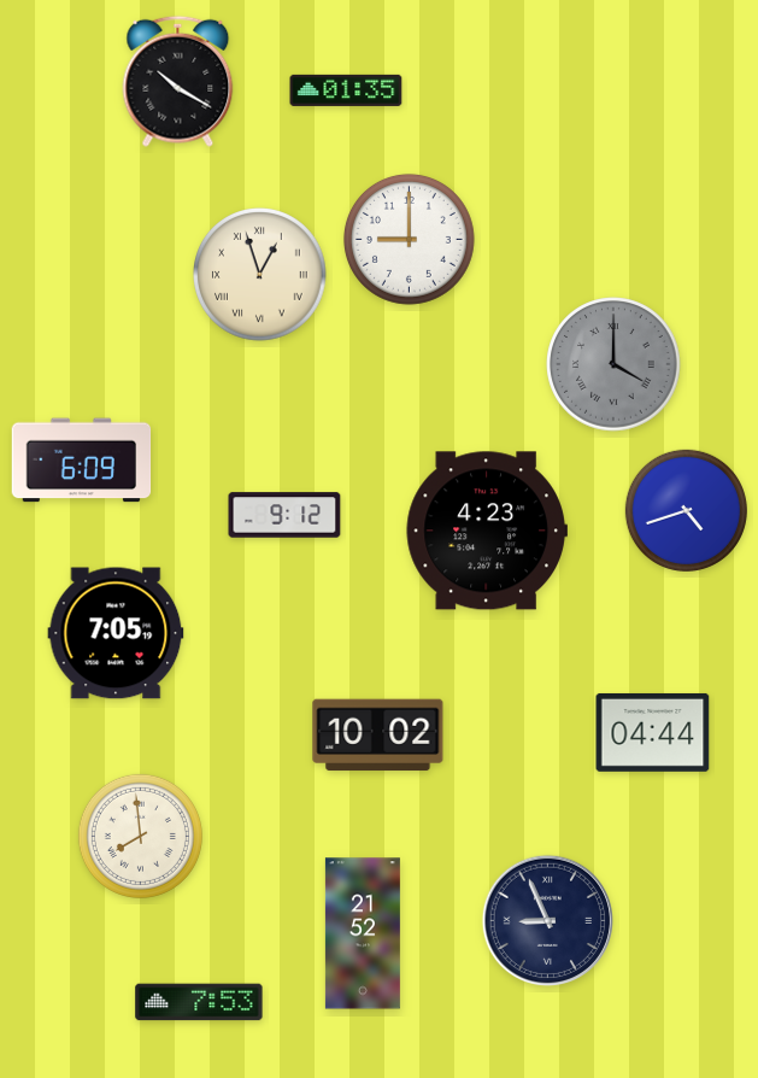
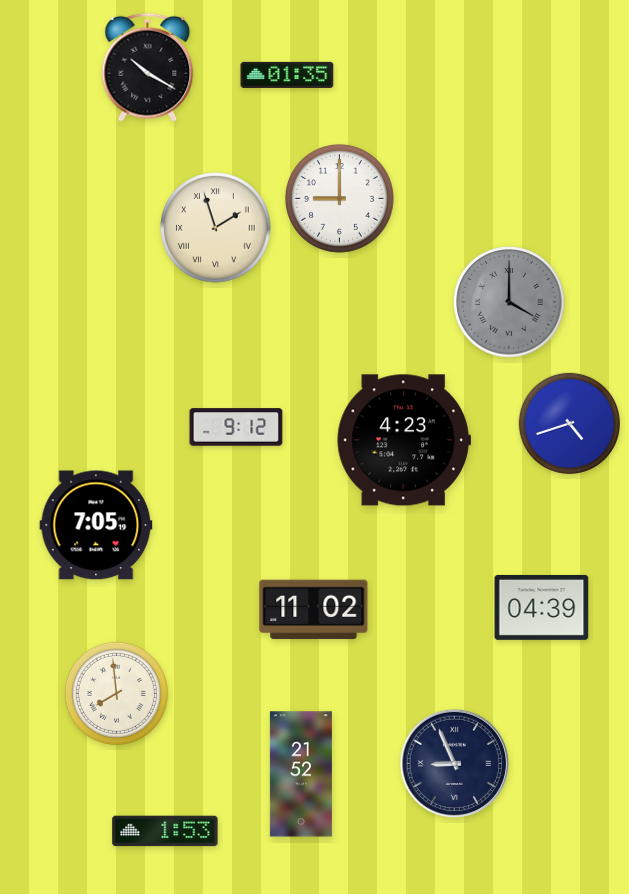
clock at (260, 275): 12:57 -> 1:57
clock at (82, 461): 6:09 -> none
clock at (653, 732): 04:44 -> 04:39
clock at (378, 736): 10:02 -> 11:02
clock at (199, 1002): 7:53 -> 1:53
